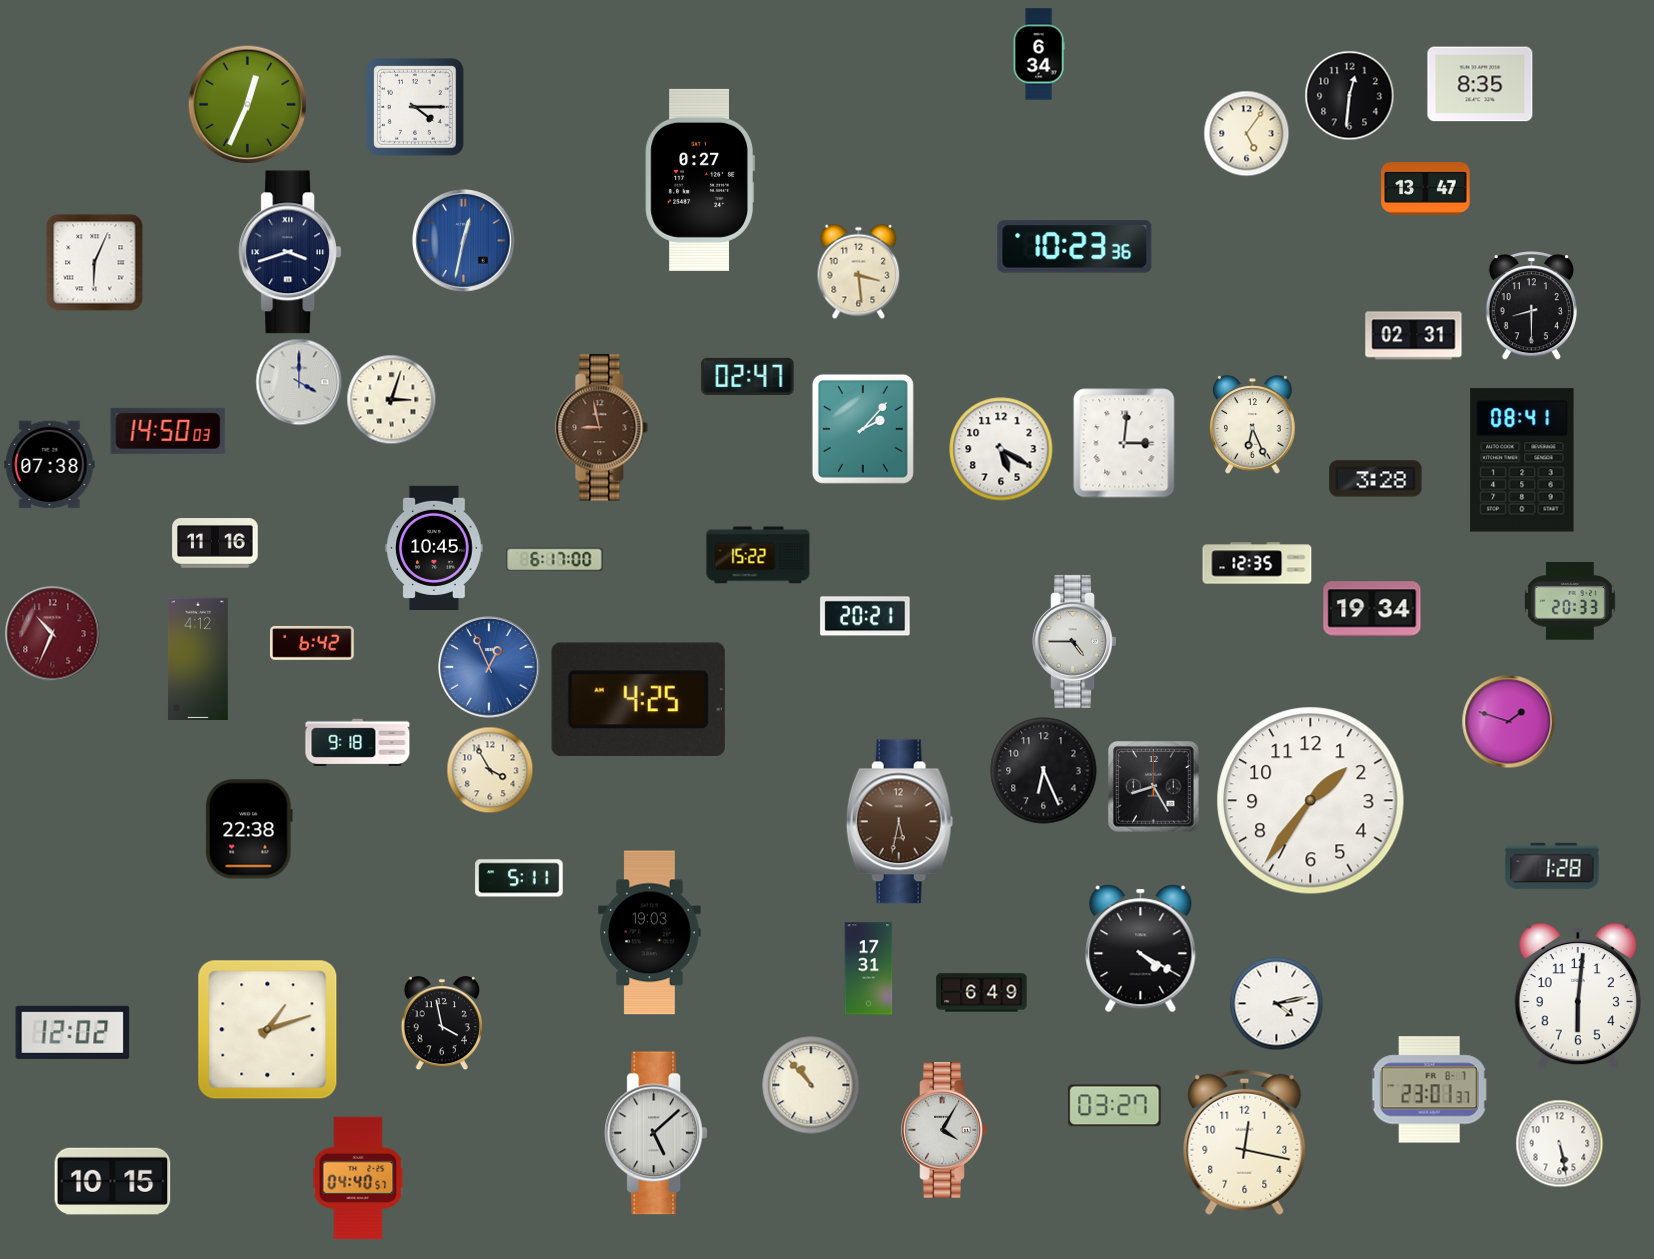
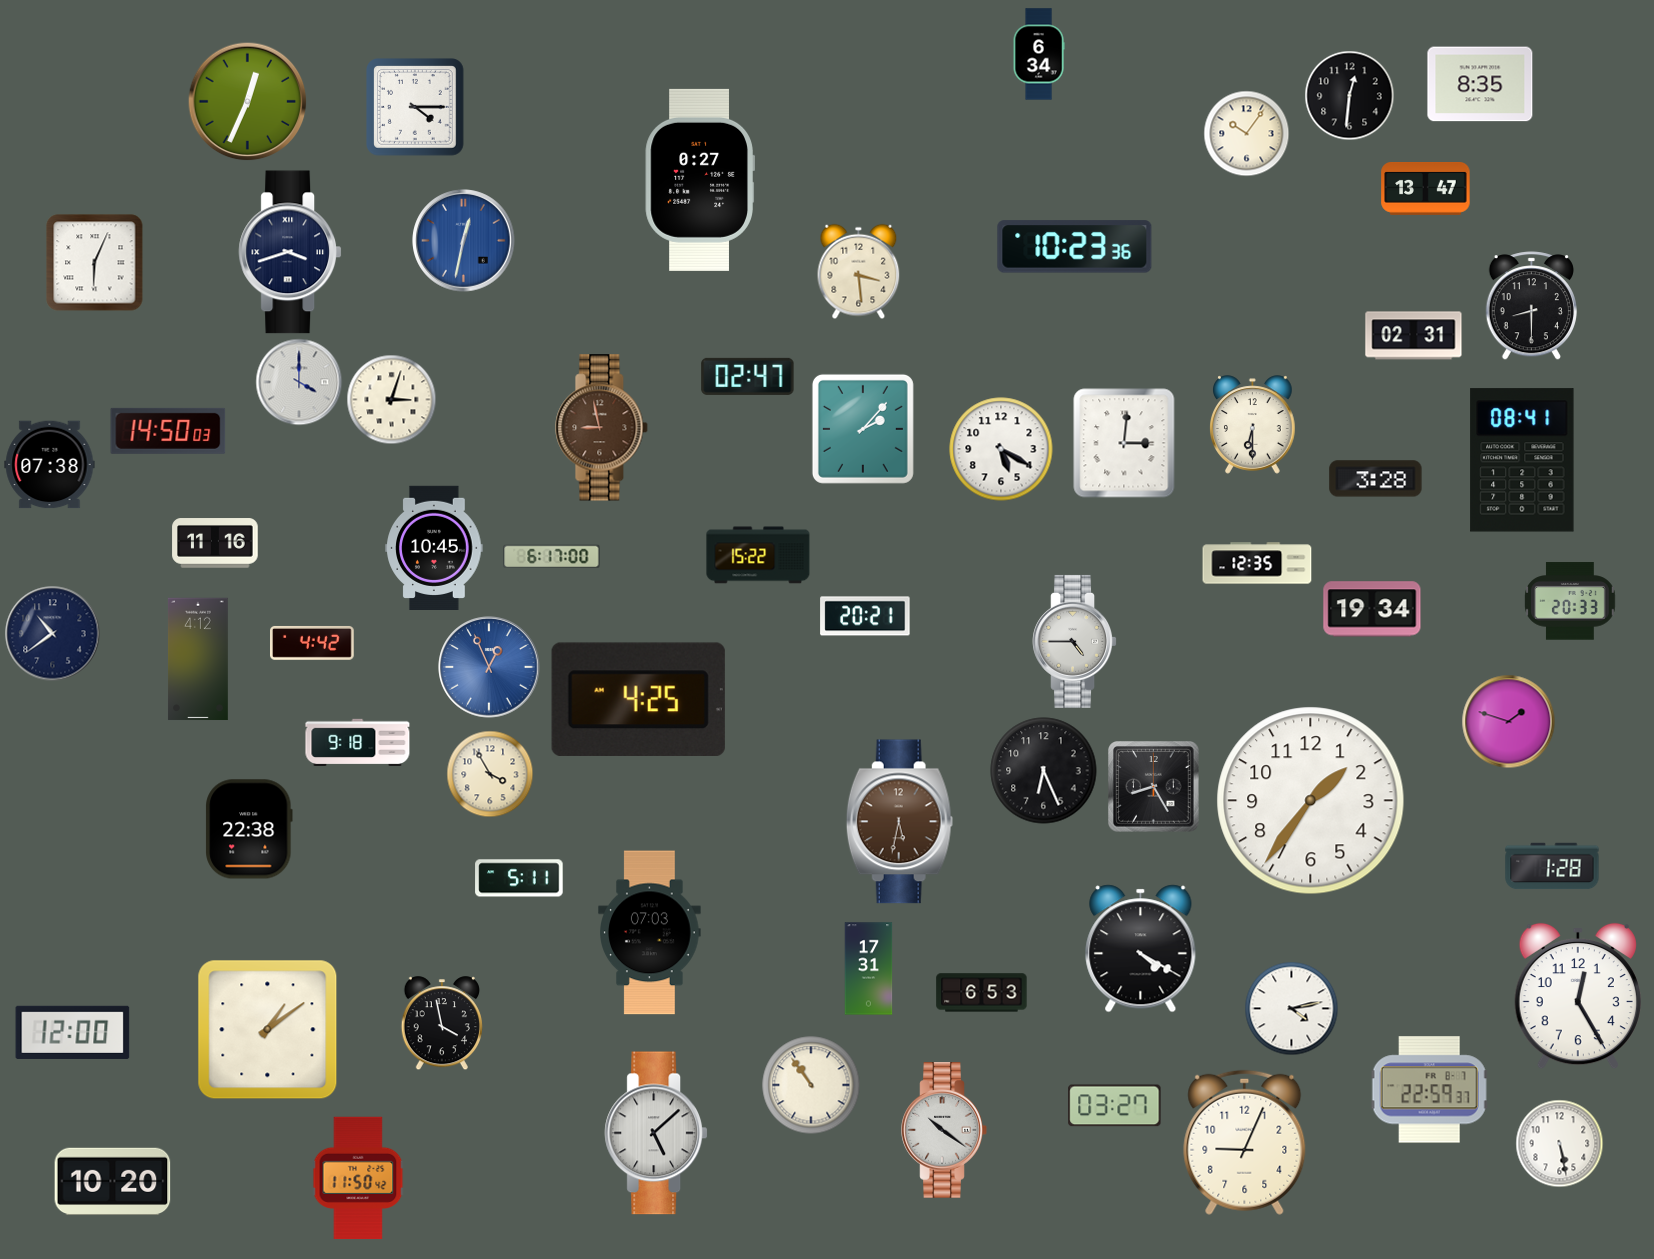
clock at (247, 104) position: (247, 104) -> (247, 101)
clock at (1246, 133): 5:06 -> 10:06
clock at (1253, 425): 6:26 -> 6:30
clock at (555, 560) position: (555, 560) -> (552, 557)
clock at (52, 633): 10:34 -> 10:39
clock at (52, 633) dial: burgundy -> navy
clock at (313, 643): 6:42 -> 4:42
clock at (490, 770) position: (490, 770) -> (490, 774)
clock at (650, 933): 19:03 -> 07:03
clock at (982, 993): 6:49 -> 6:53
clock at (1578, 996): 6:01 -> 12:25
clock at (1276, 1003) position: (1276, 1003) -> (1291, 1008)
clock at (268, 1030): 1:12 -> 1:09
clock at (73, 1032): 12:02 -> 12:00
clock at (811, 1085): 10:53 -> 10:54
clock at (1430, 1090): 23:01 -> 22:59
clock at (944, 1131): 4:05 -> 10:21
clock at (1245, 1142): 12:17 -> 9:04
clock at (358, 1178): 04:40 -> 11:50
clock at (113, 1181): 10:15 -> 10:20
